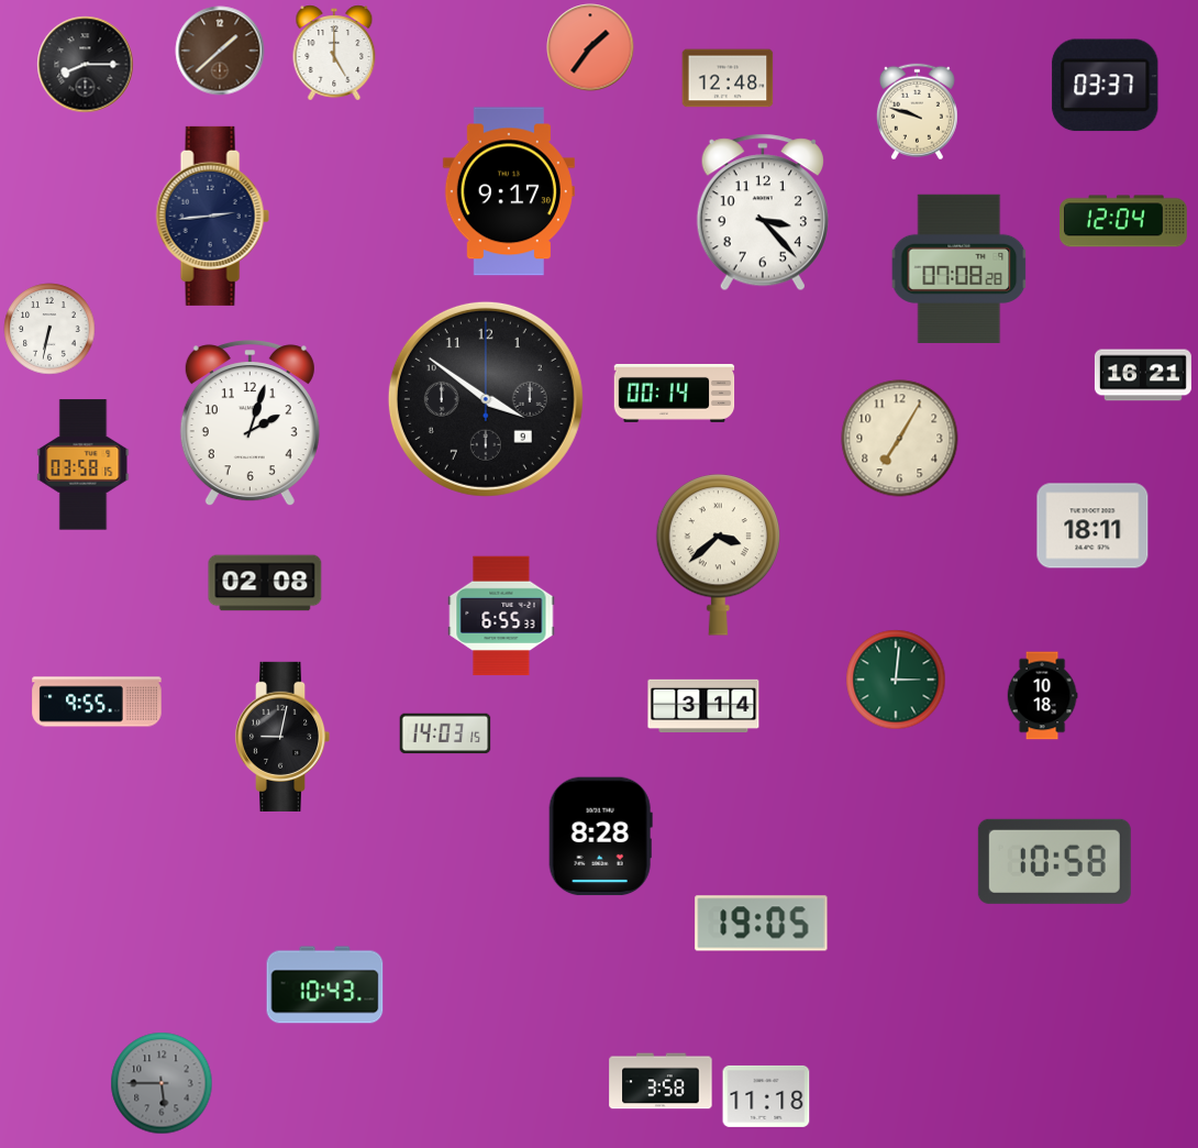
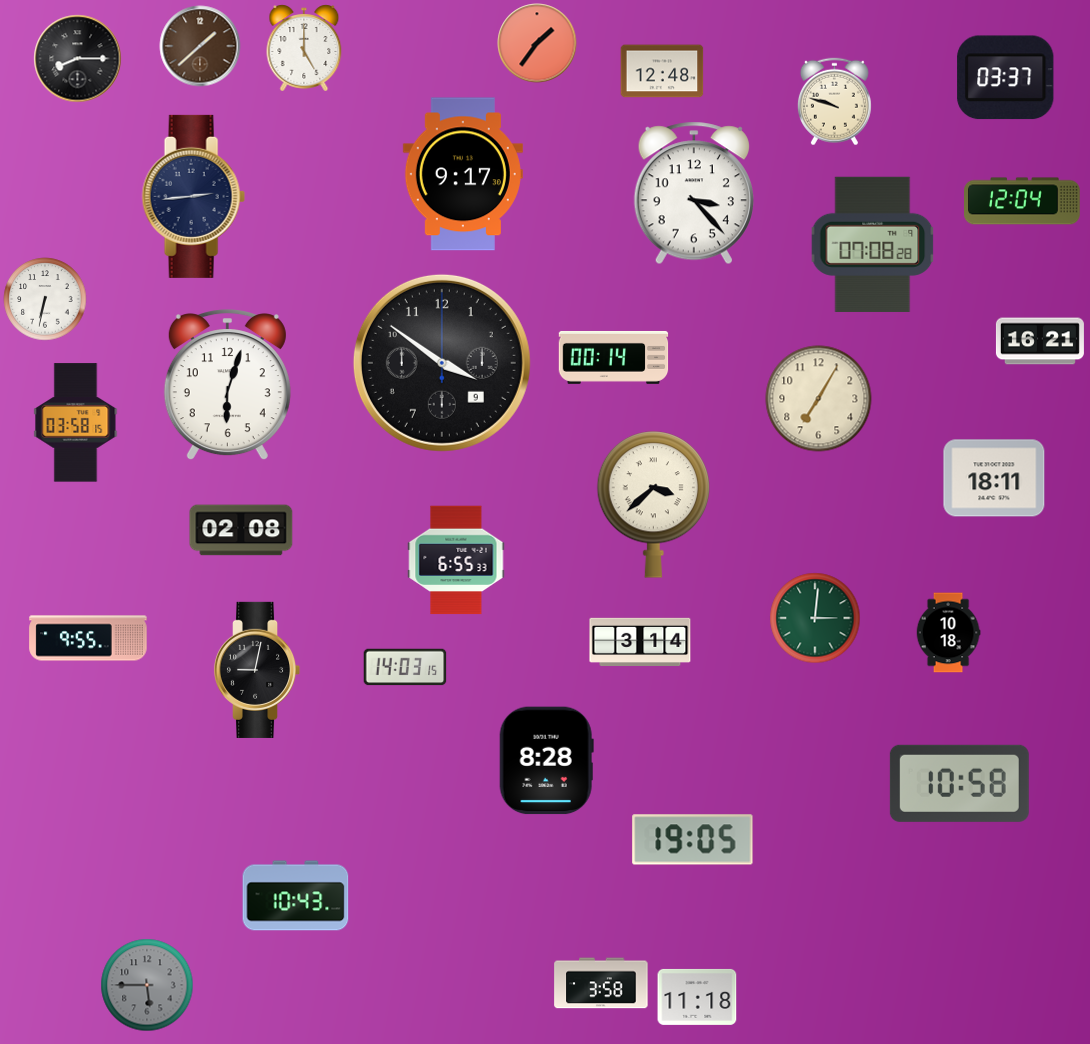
clock at (249, 423): 2:03 -> 6:03
